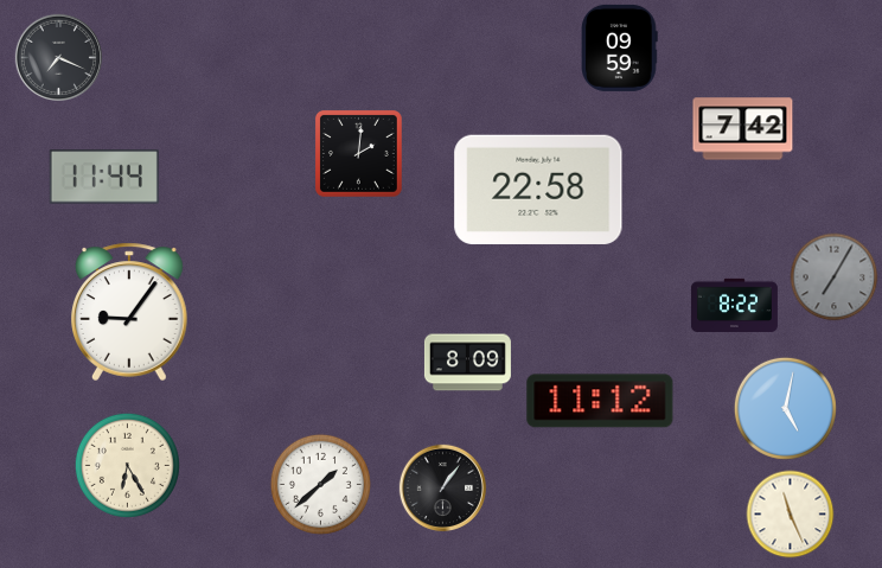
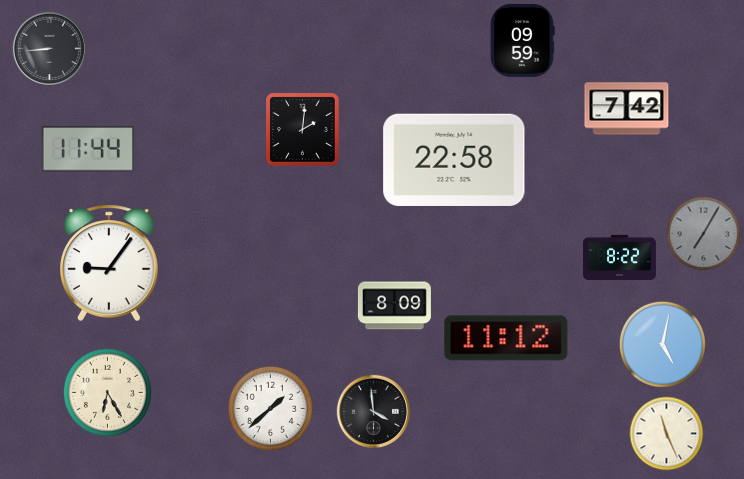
clock at (58, 57): 7:19 -> 8:44
clock at (442, 487): 1:06 -> 3:59
